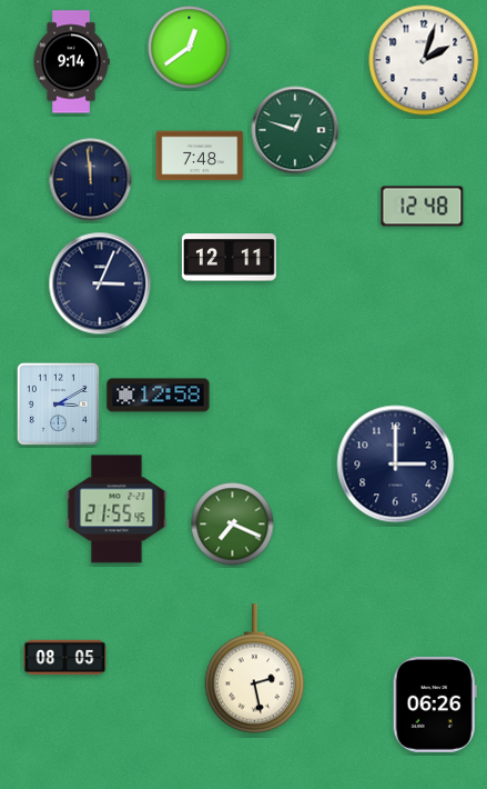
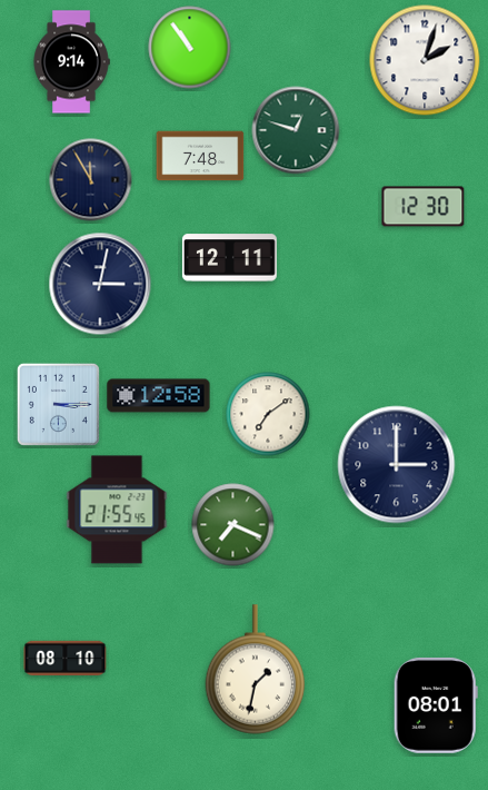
clock at (190, 48): 12:39 -> 10:54
clock at (91, 180): 11:59 -> 11:55
clock at (423, 207): 12:48 -> 12:30
clock at (100, 283): 3:04 -> 3:02
clock at (58, 403): 3:10 -> 3:15
clock at (268, 414): none -> 7:09
clock at (65, 657): 08:05 -> 08:10
clock at (255, 669): 2:28 -> 1:32
clock at (435, 705): 06:26 -> 08:01
